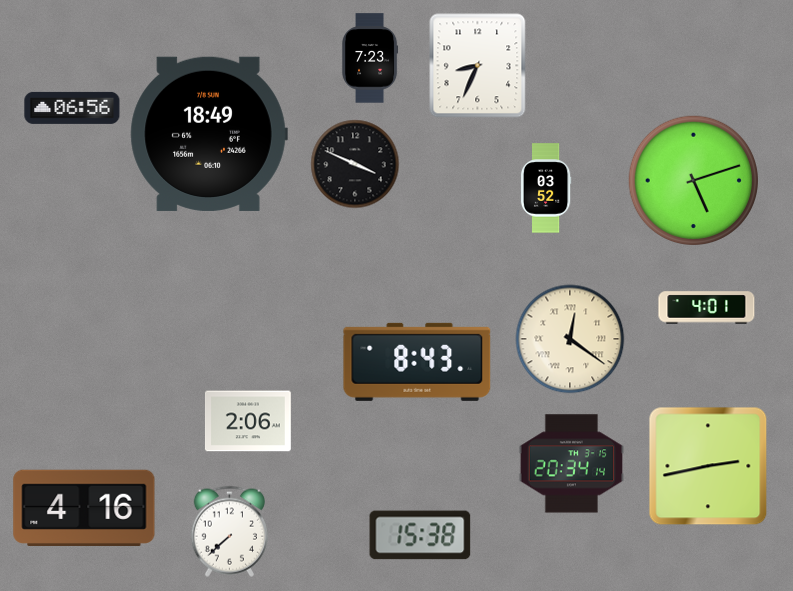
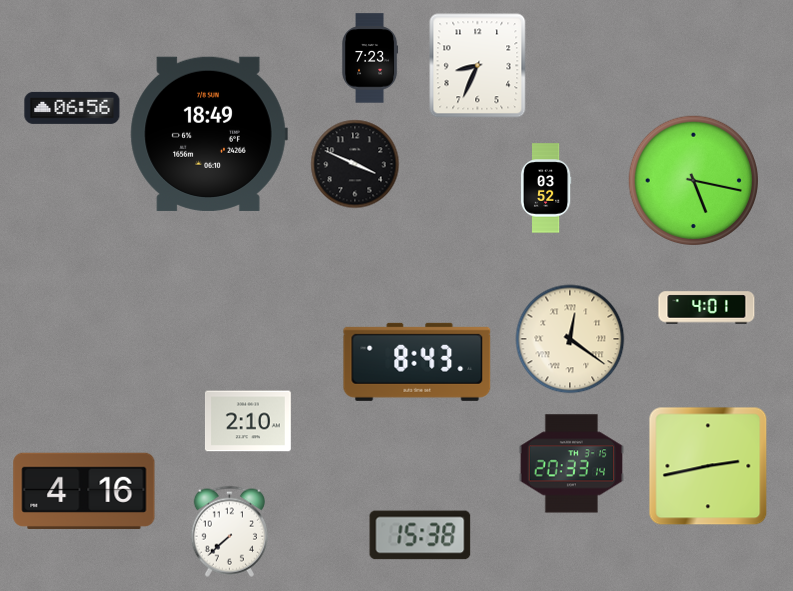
clock at (693, 180): 5:12 -> 5:17
clock at (248, 421): 2:06 -> 2:10
clock at (571, 464): 20:34 -> 20:33
clock at (84, 508) position: (84, 508) -> (84, 491)
